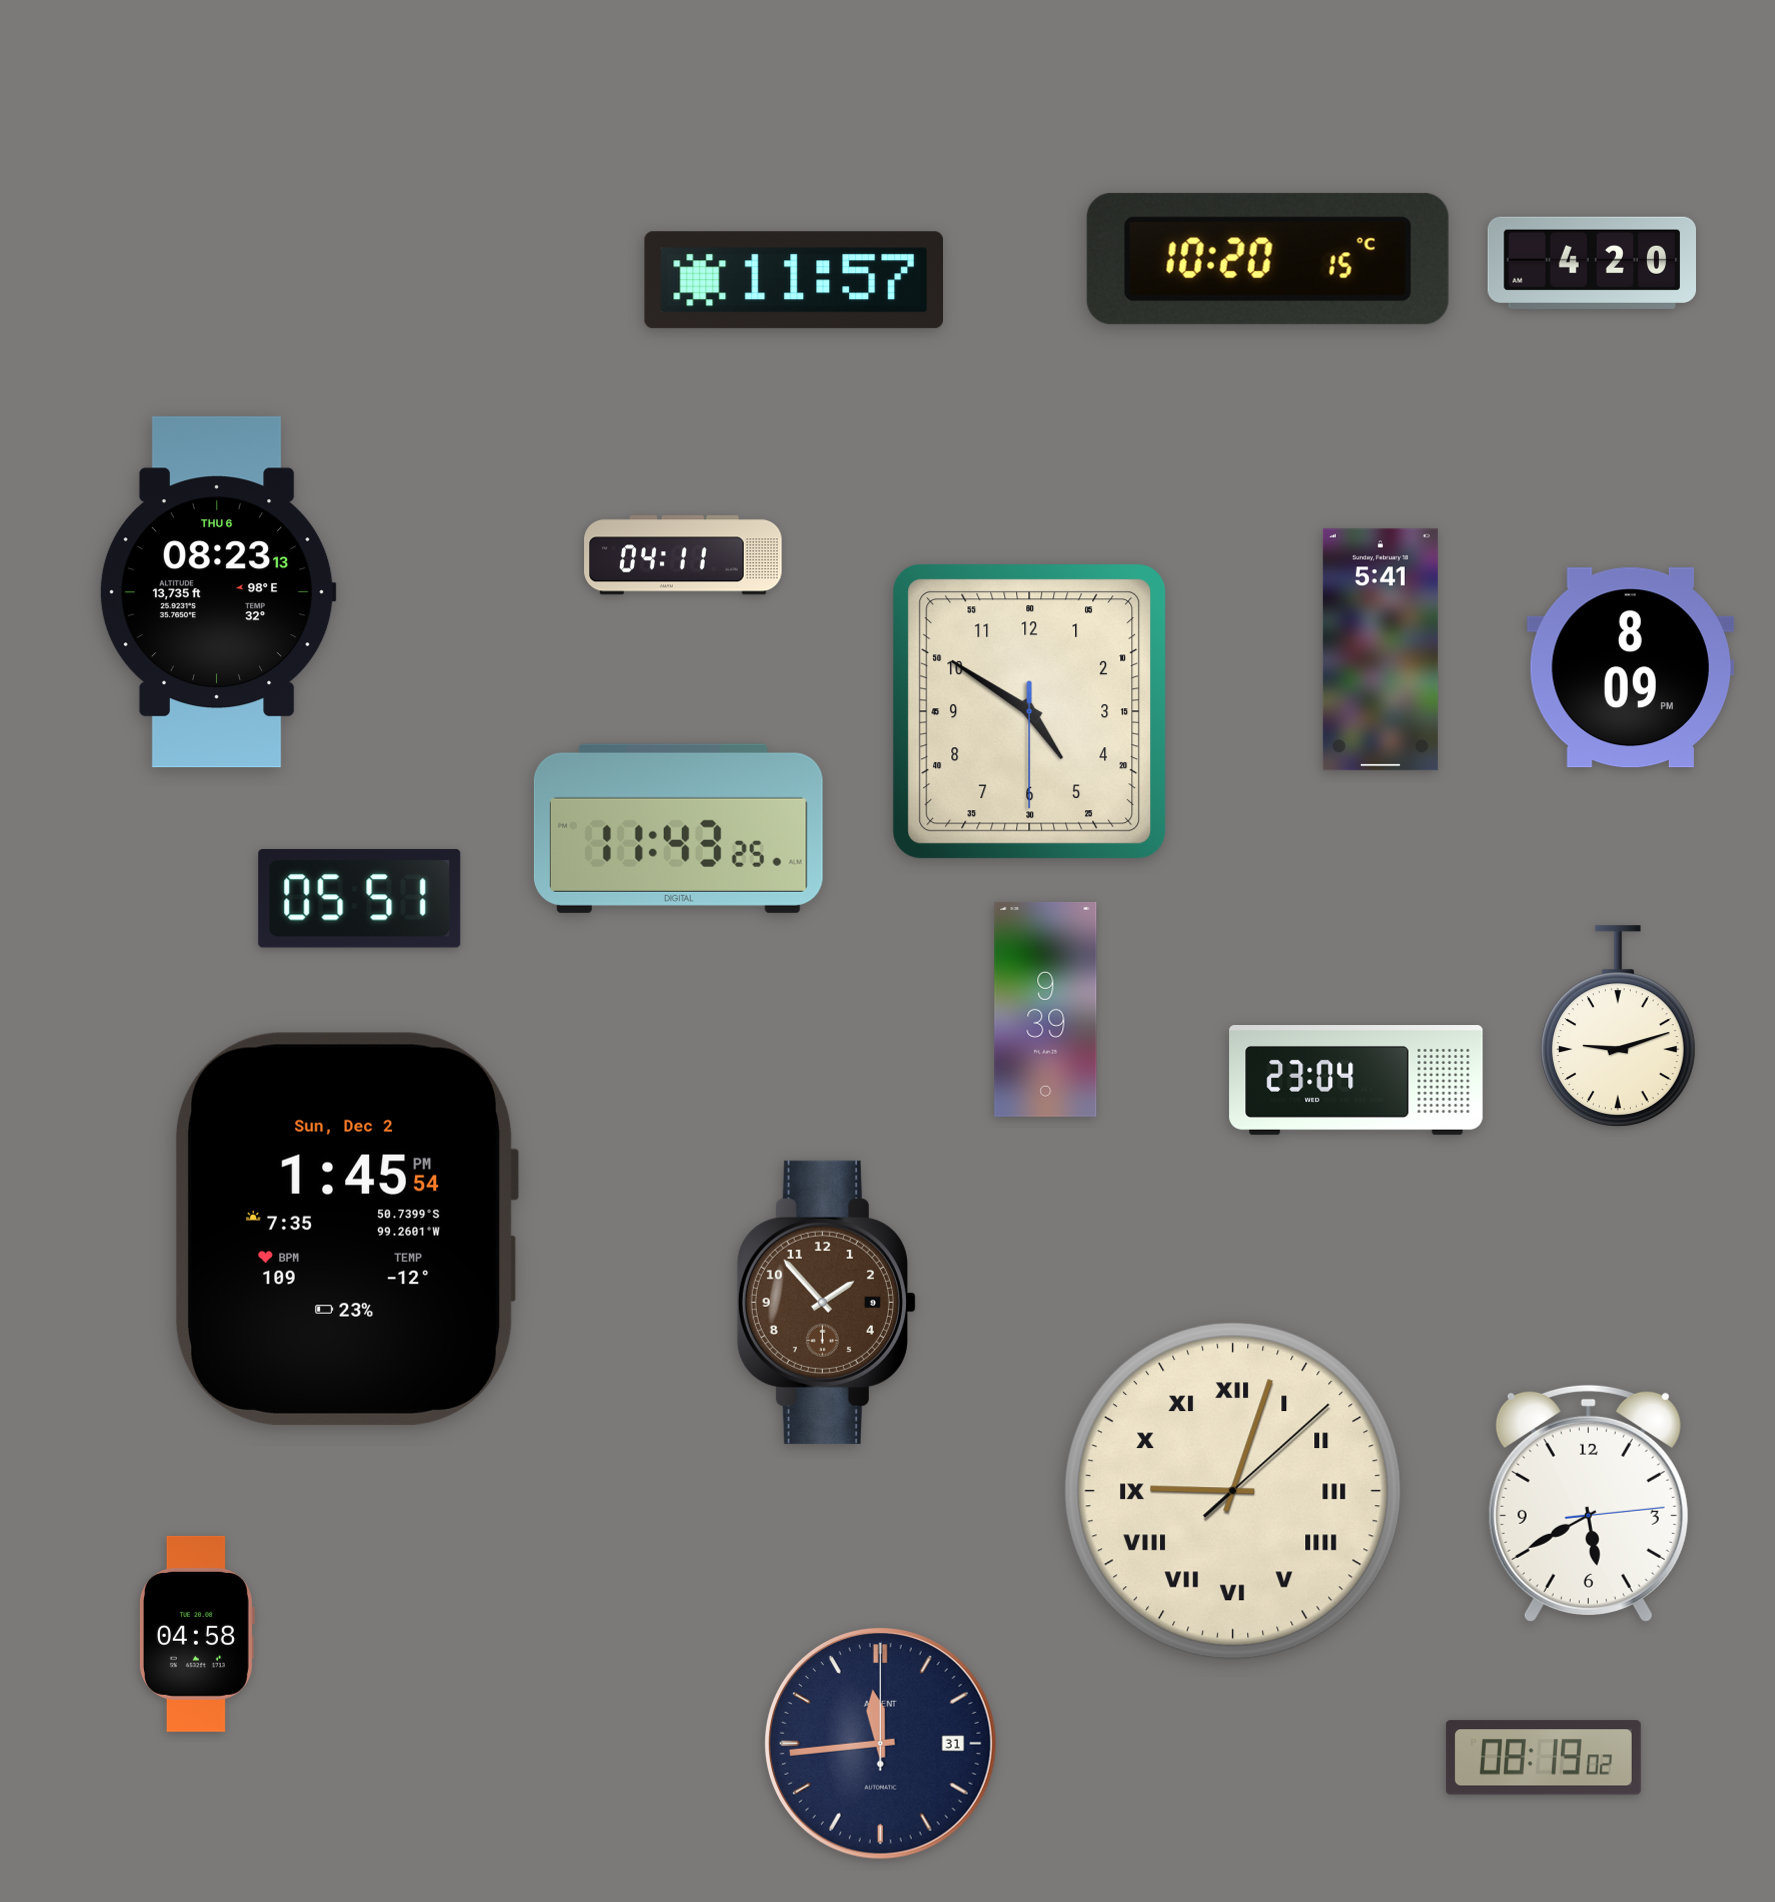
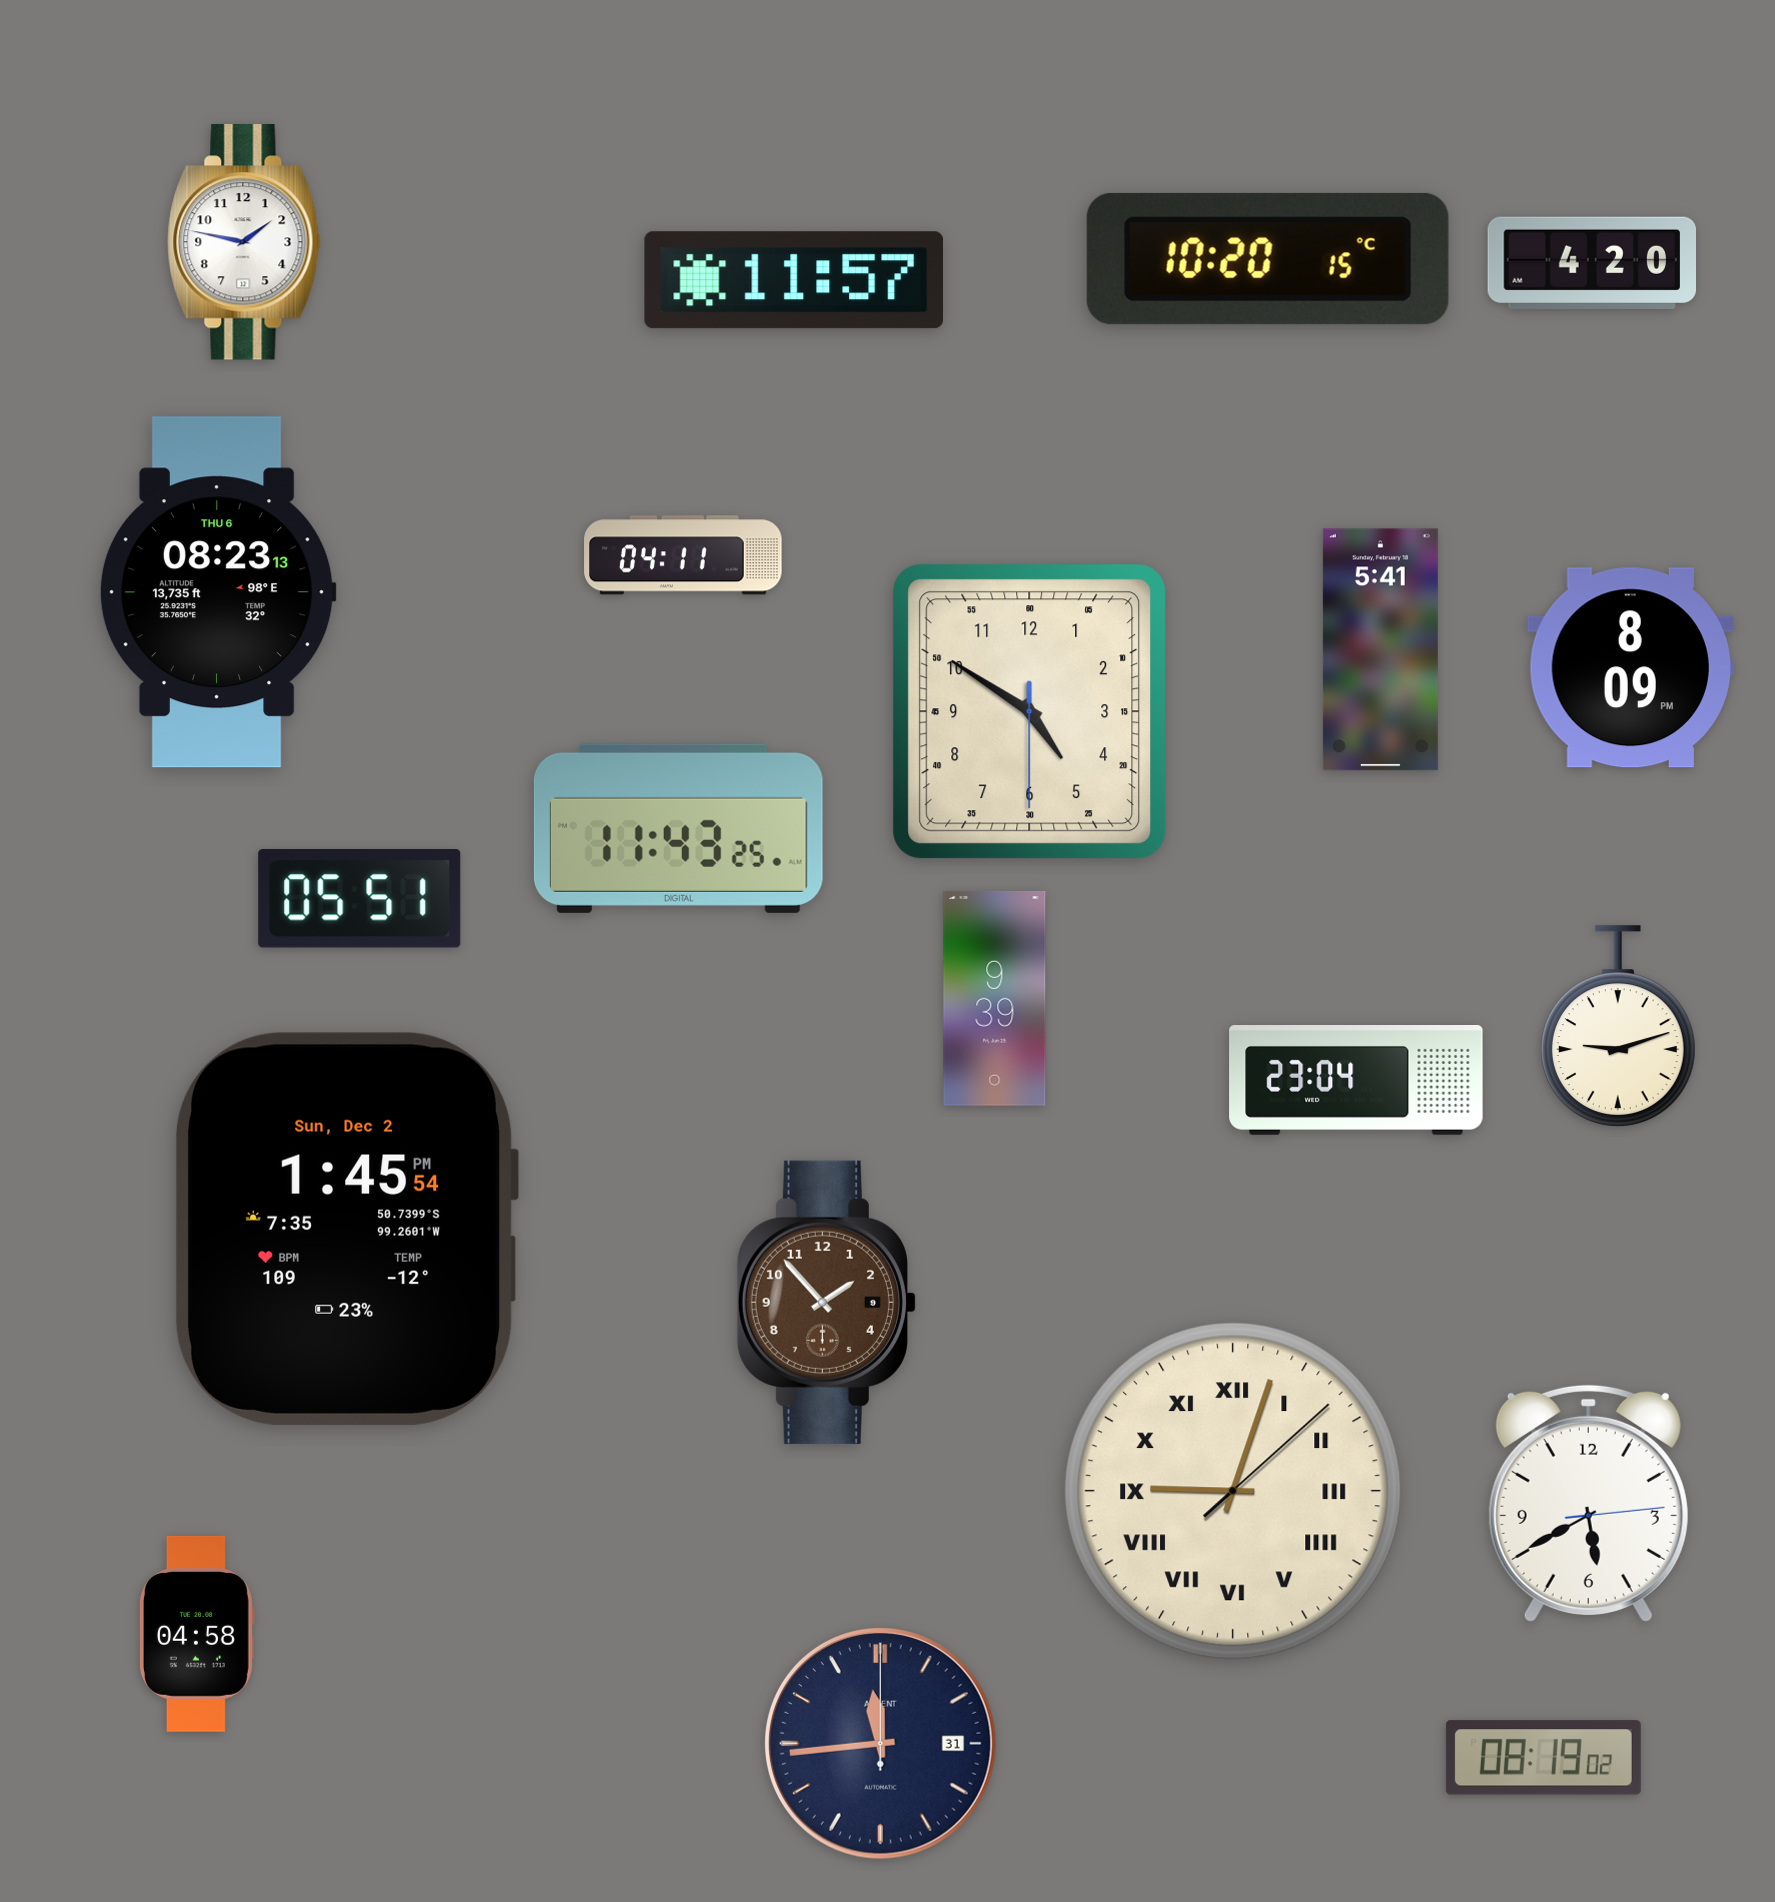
clock at (244, 242): none -> 1:47
clock at (1046, 1009) position: (1046, 1009) -> (995, 998)
